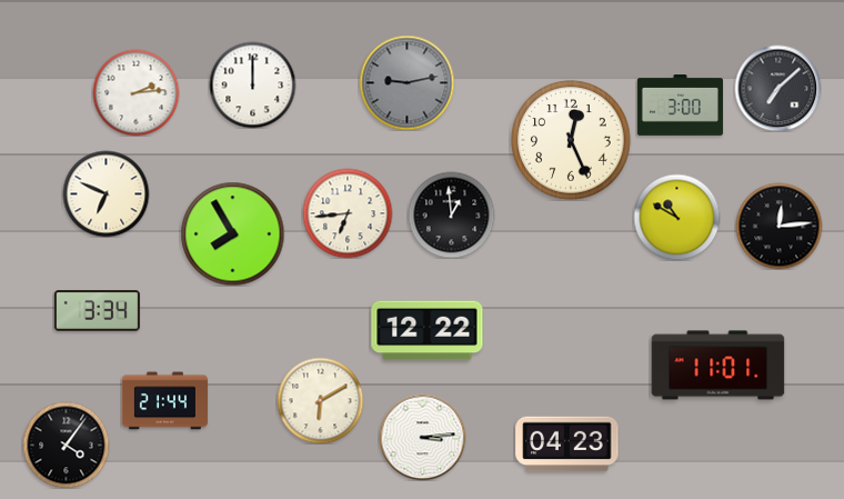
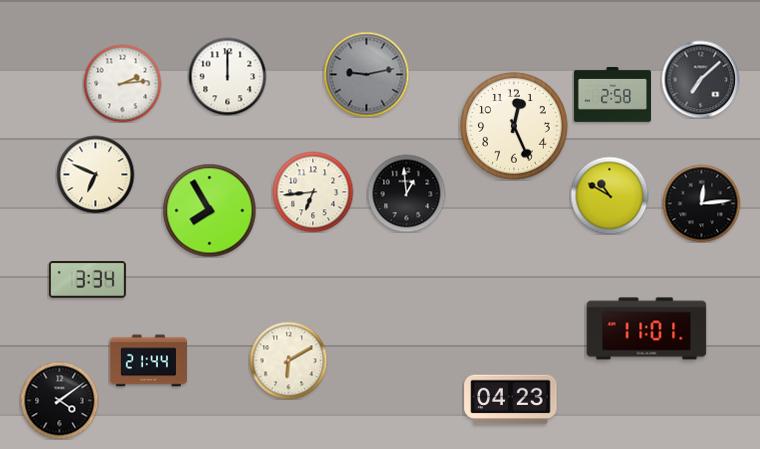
clock at (680, 106): 3:00 -> 2:58
clock at (428, 331): 12:22 -> none
clock at (422, 437): 3:14 -> none
clock at (66, 445): 4:06 -> 4:09
